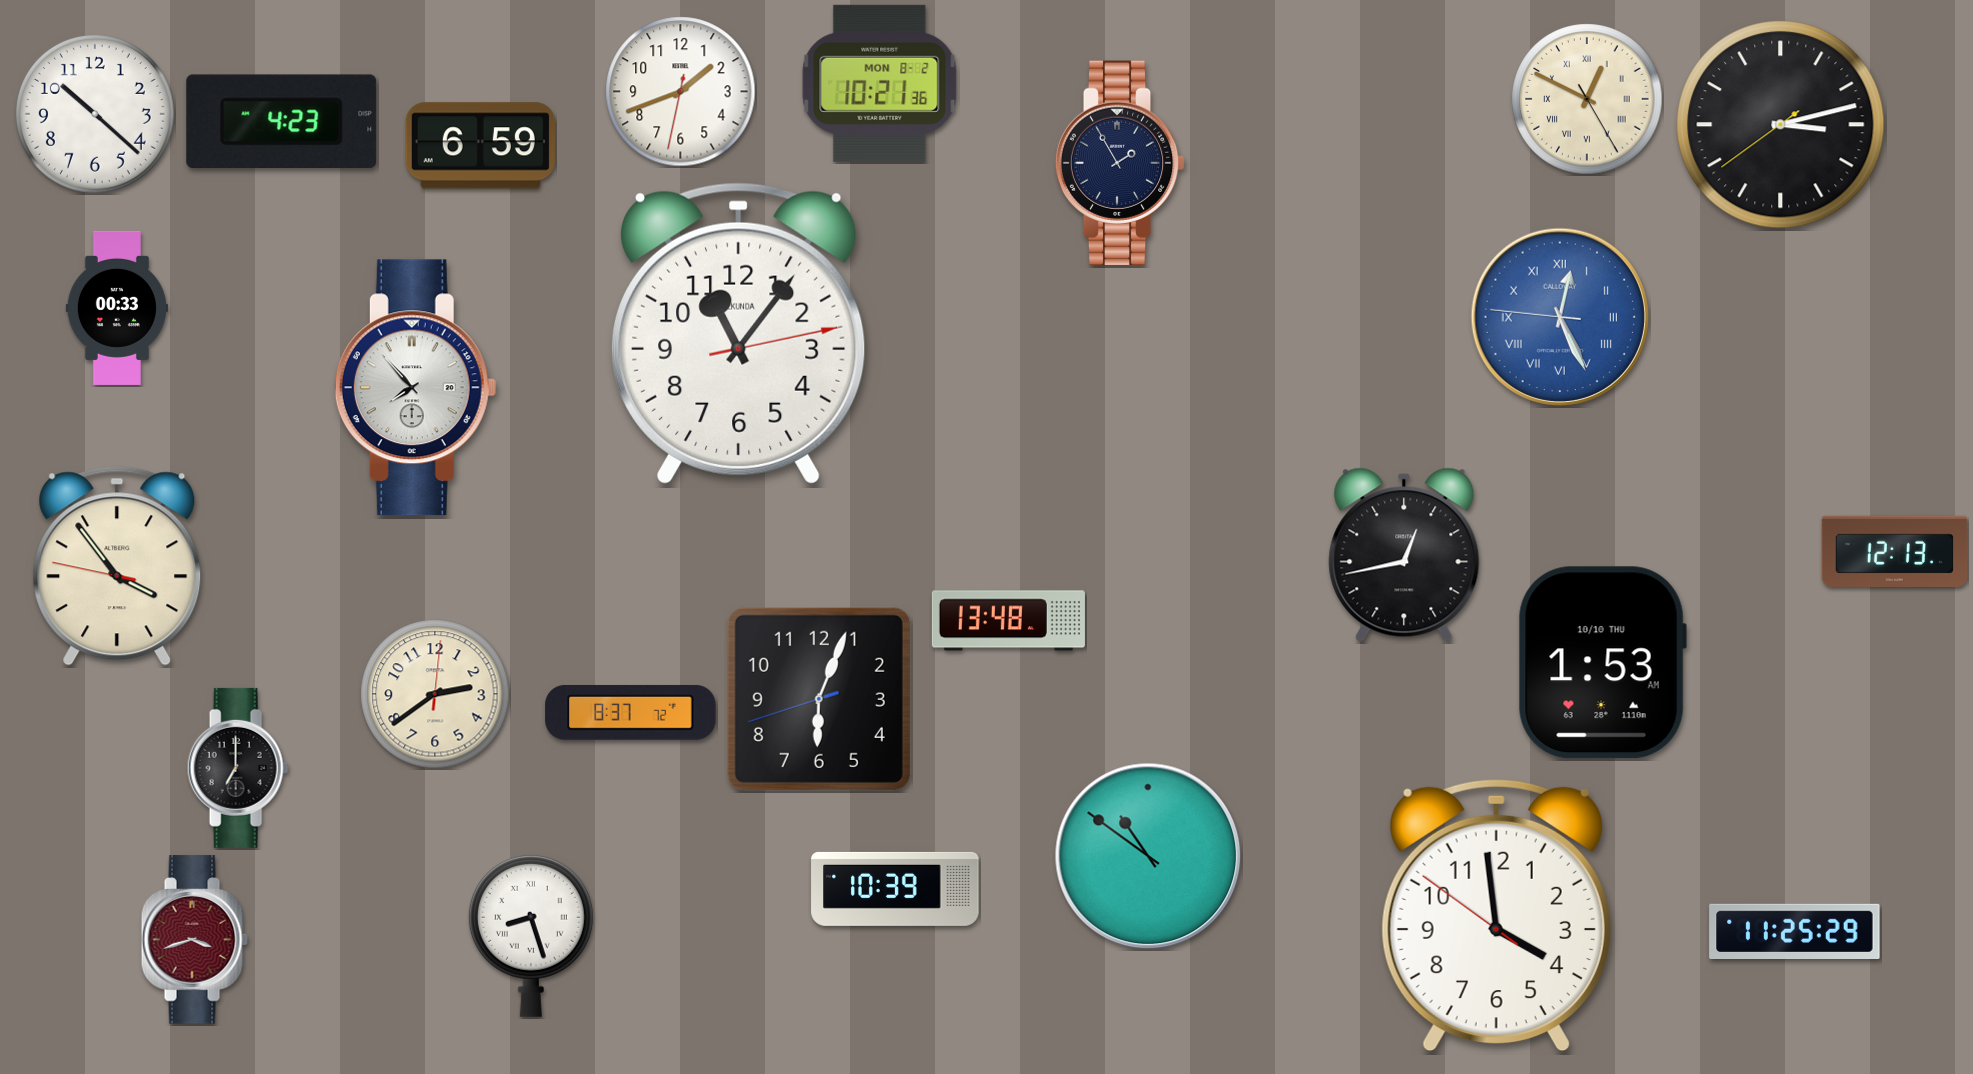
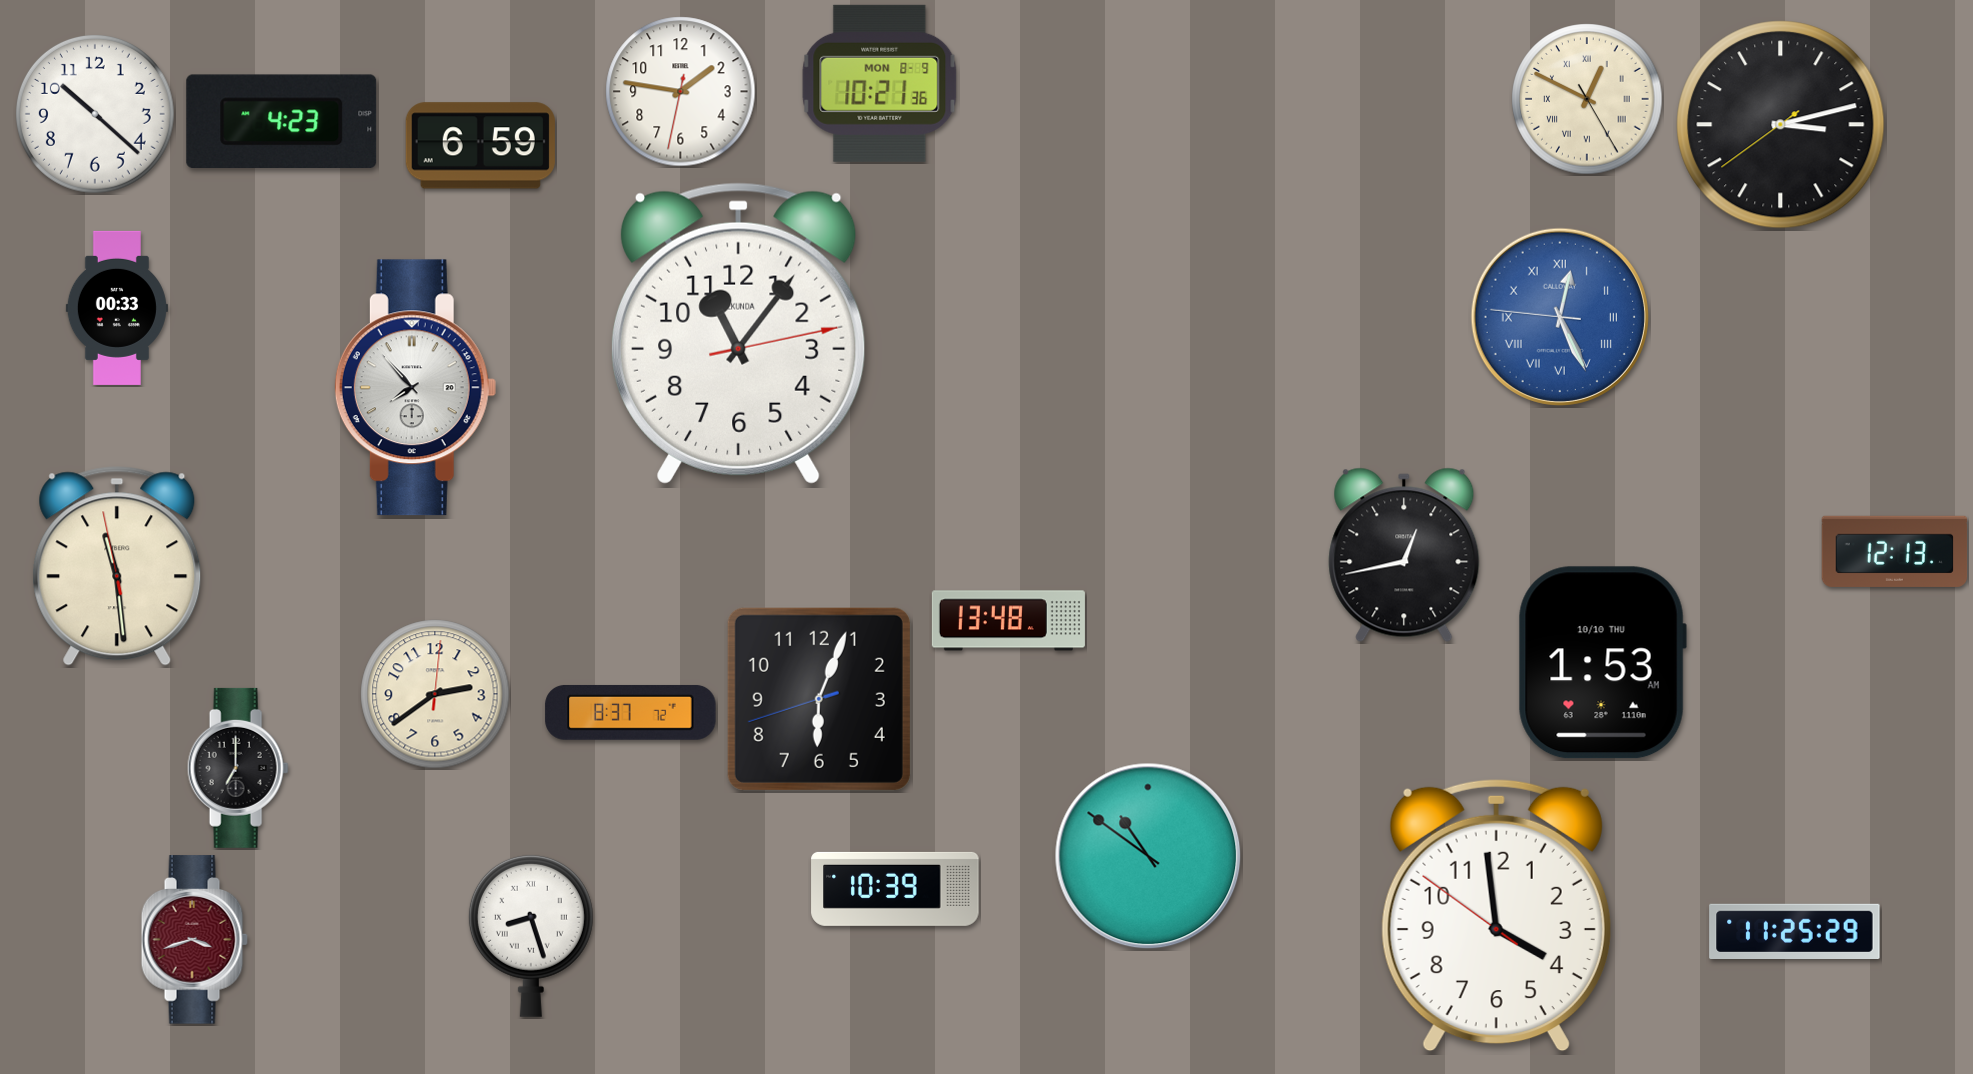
clock at (880, 83) date: MON 8-2 -> MON 8-9
clock at (681, 92): 1:41 -> 1:46
clock at (1120, 162): 1:55 -> none
clock at (117, 566): 3:53 -> 11:28
